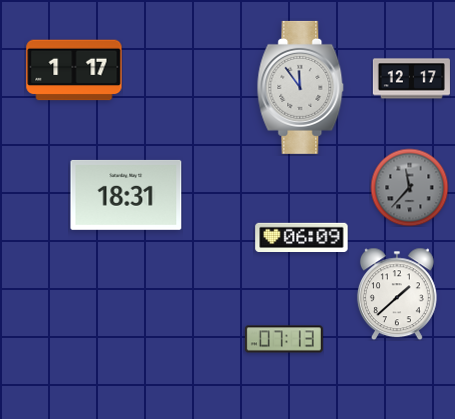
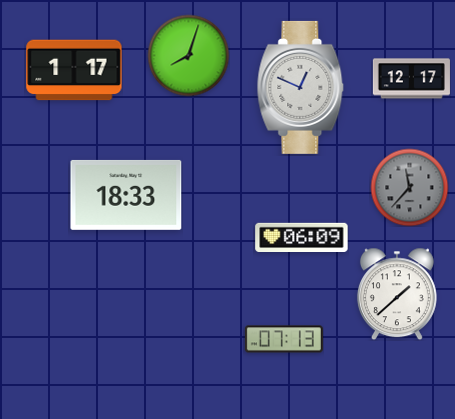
clock at (188, 55): none -> 8:03
clock at (301, 87): 11:54 -> 12:49
clock at (126, 195): 18:31 -> 18:33
